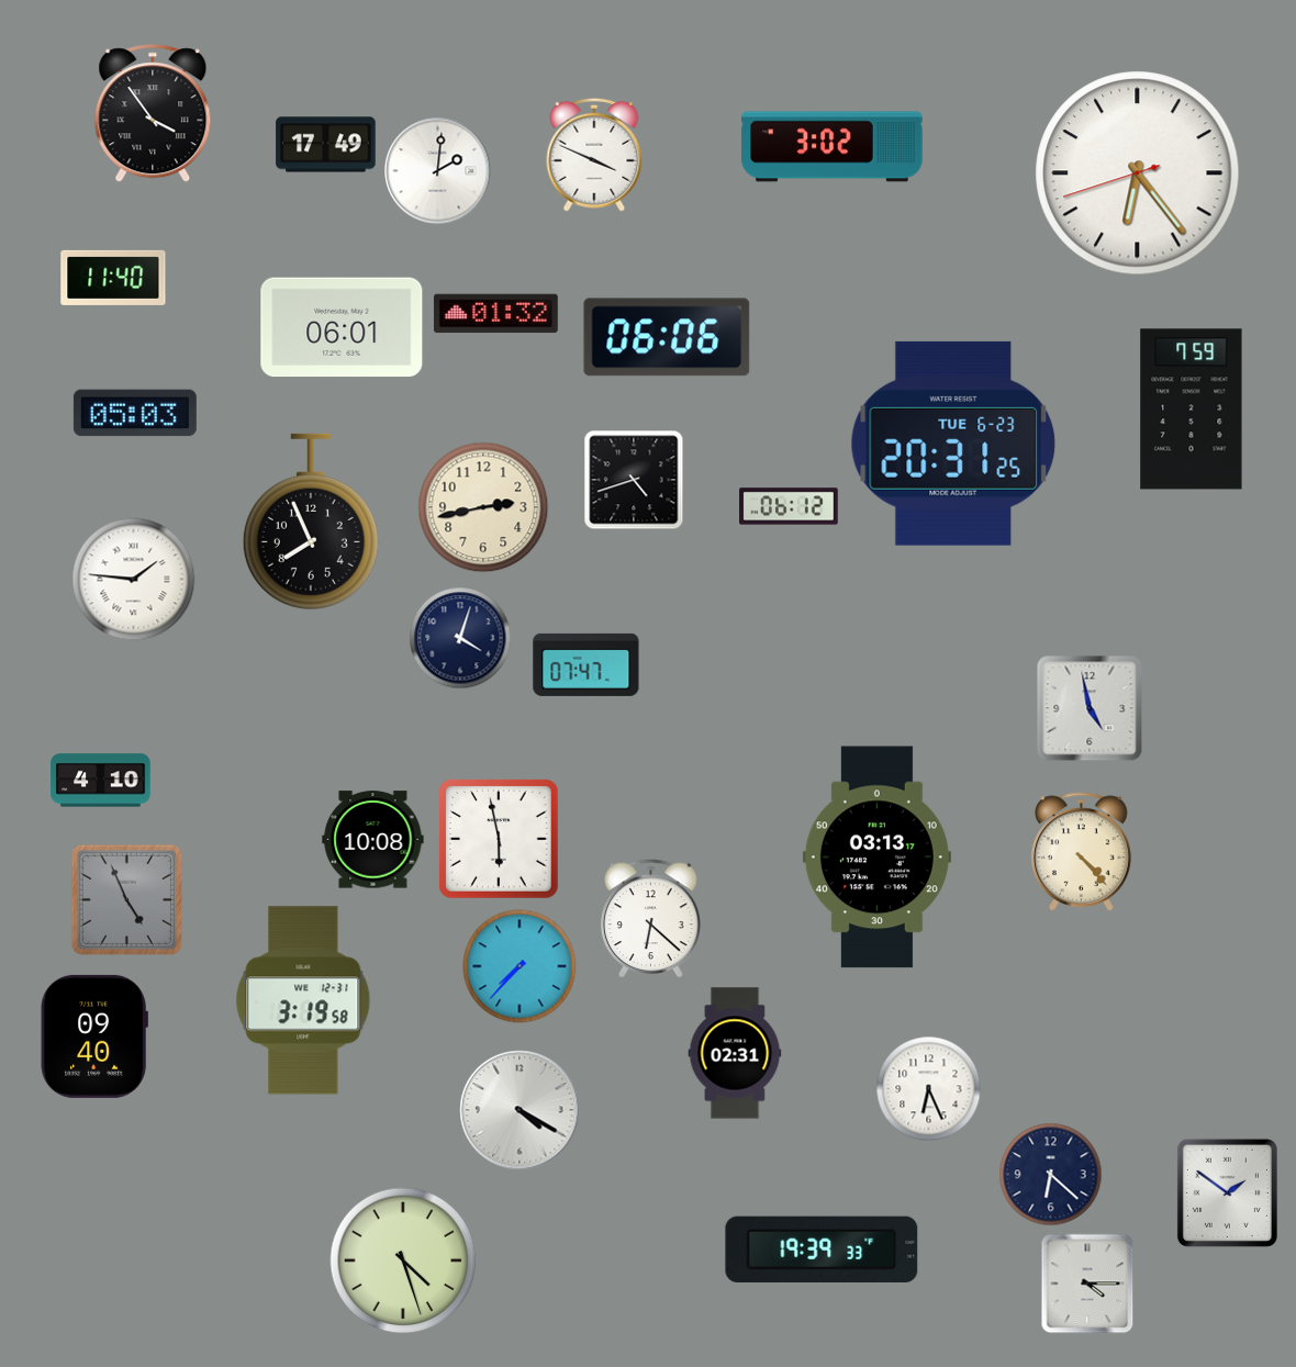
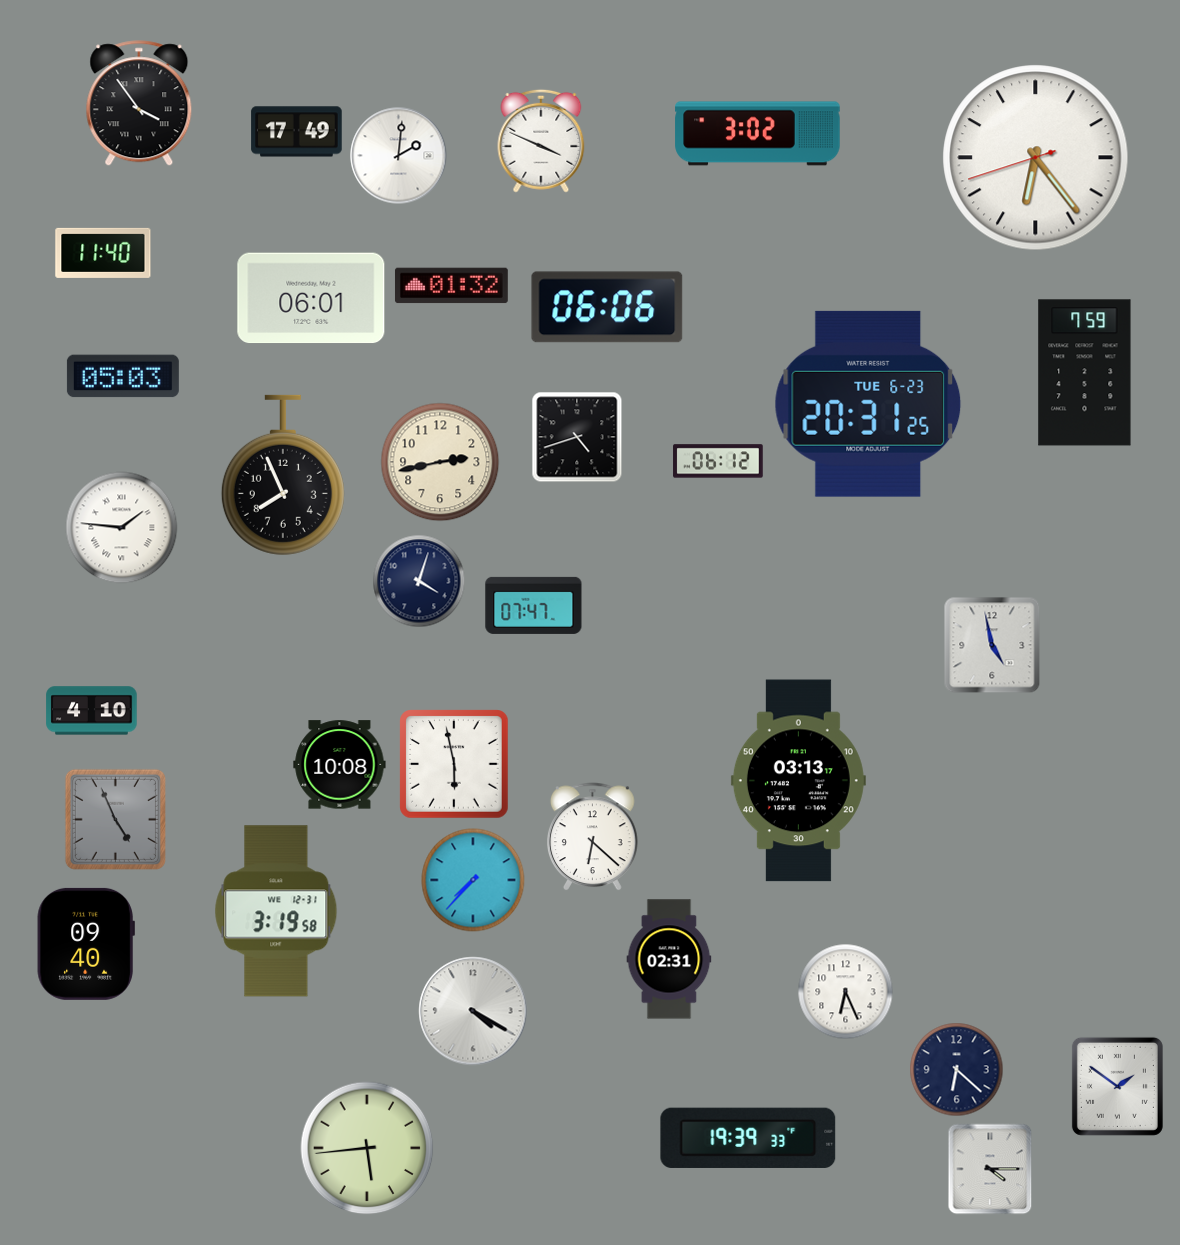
clock at (1082, 852): 4:23 -> none
clock at (403, 1260): 4:27 -> 5:44
